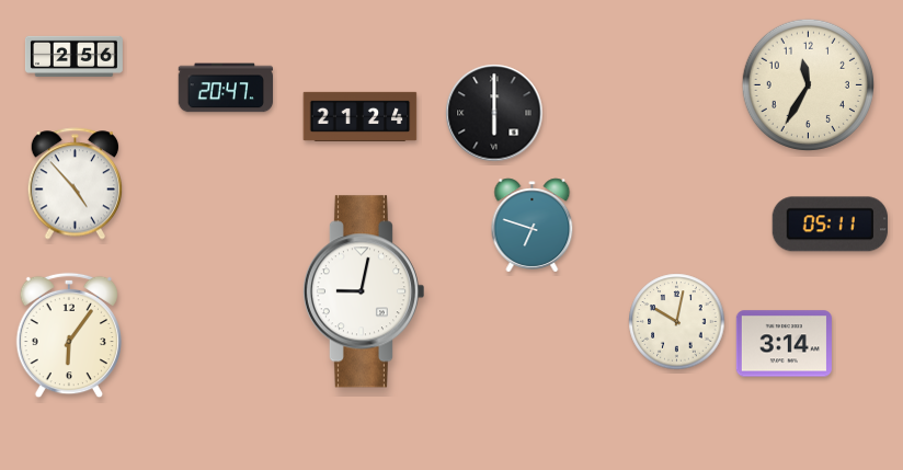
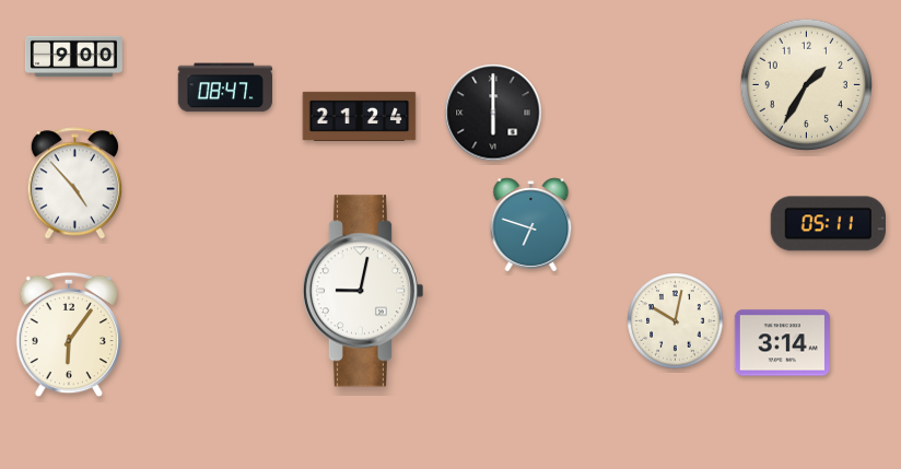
clock at (73, 56): 2:56 -> 9:00
clock at (808, 84): 11:35 -> 1:35
clock at (225, 88): 20:47 -> 08:47
